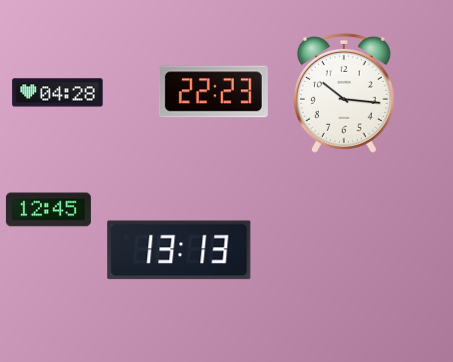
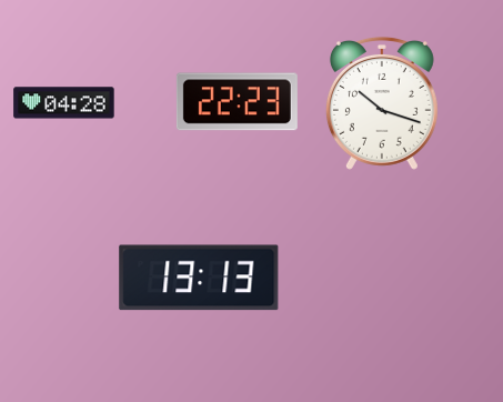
clock at (344, 93): 10:16 -> 10:18
clock at (48, 210): 12:45 -> none
